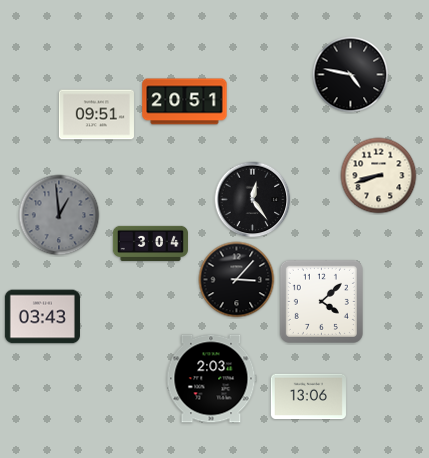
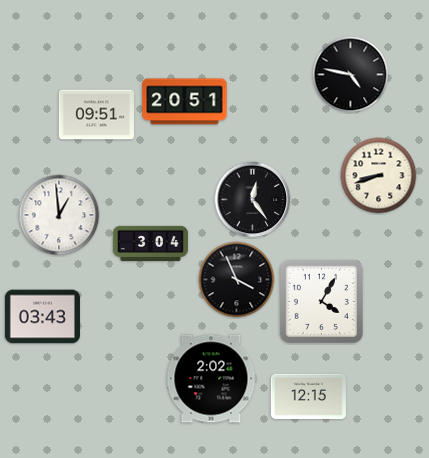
clock at (59, 215) dial: grey -> white
clock at (237, 280): 3:07 -> 3:56
clock at (321, 301): 4:08 -> 4:05
clock at (211, 379): 2:03 -> 2:02
clock at (308, 397): 13:06 -> 12:15
